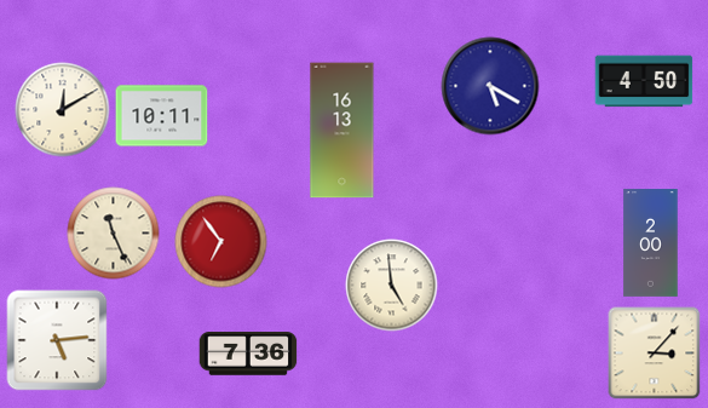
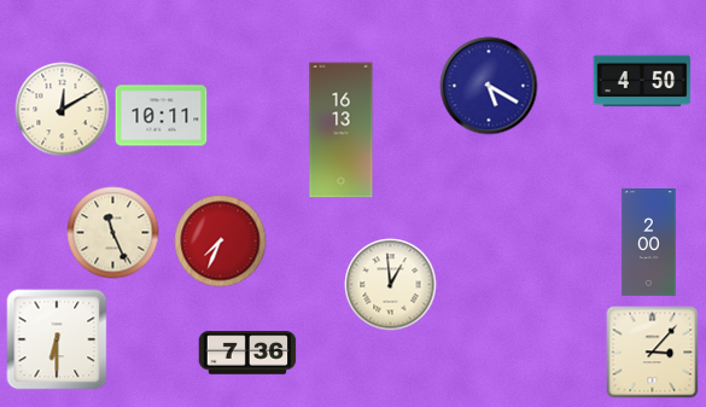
clock at (221, 242): 6:54 -> 7:34
clock at (392, 286): 4:59 -> 12:59
clock at (57, 340): 5:14 -> 6:30
